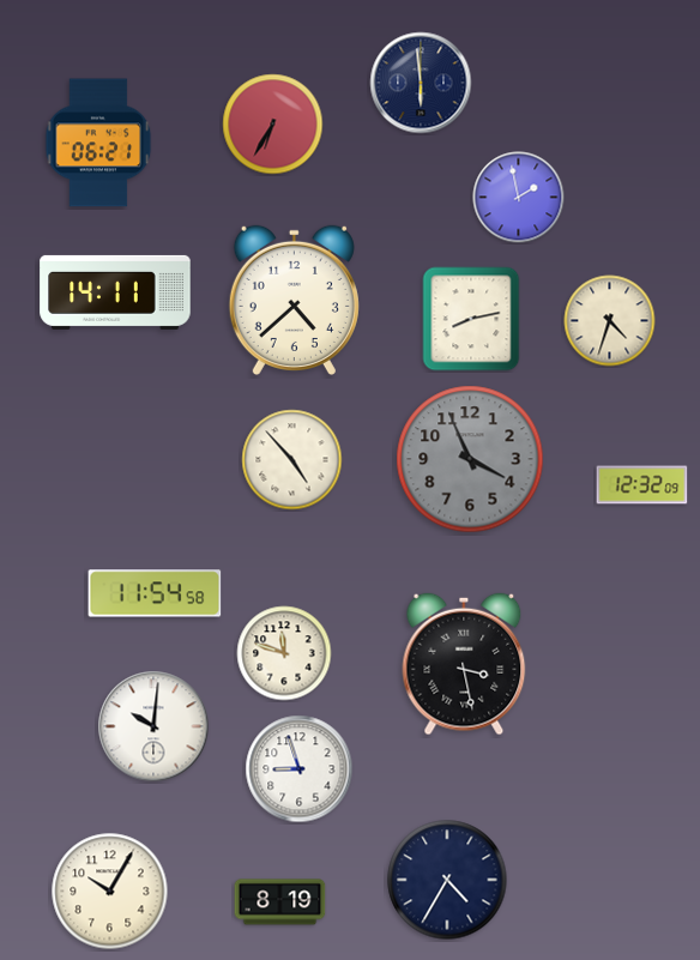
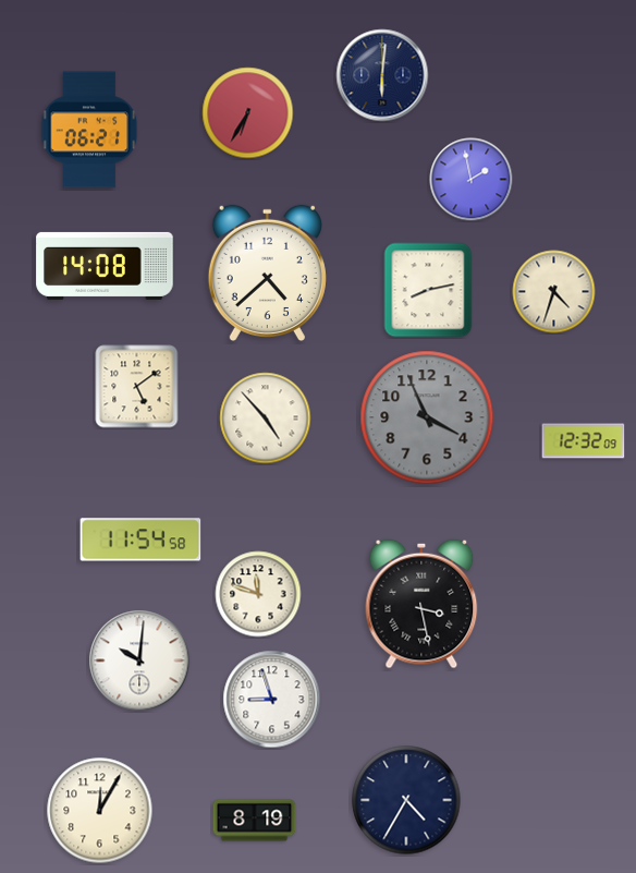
clock at (421, 83): 5:59 -> 6:01
clock at (115, 292): 14:11 -> 14:08
clock at (137, 387): none -> 5:09
clock at (110, 892): 10:05 -> 12:05
